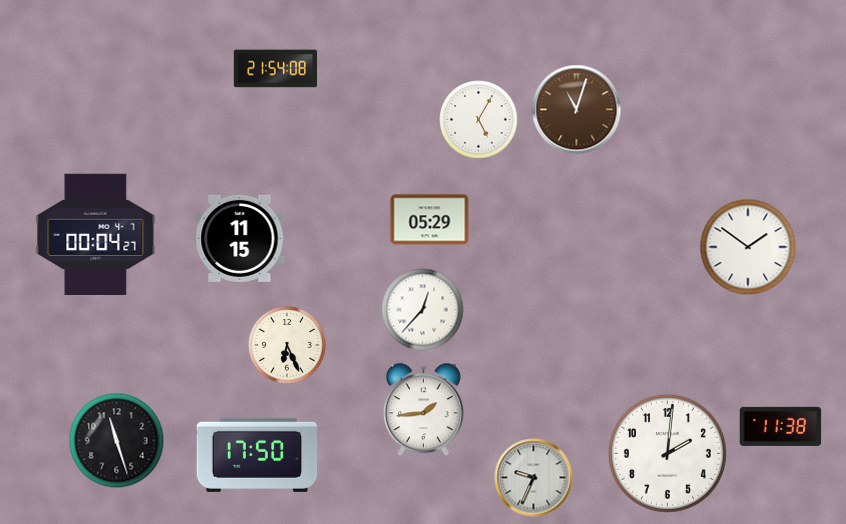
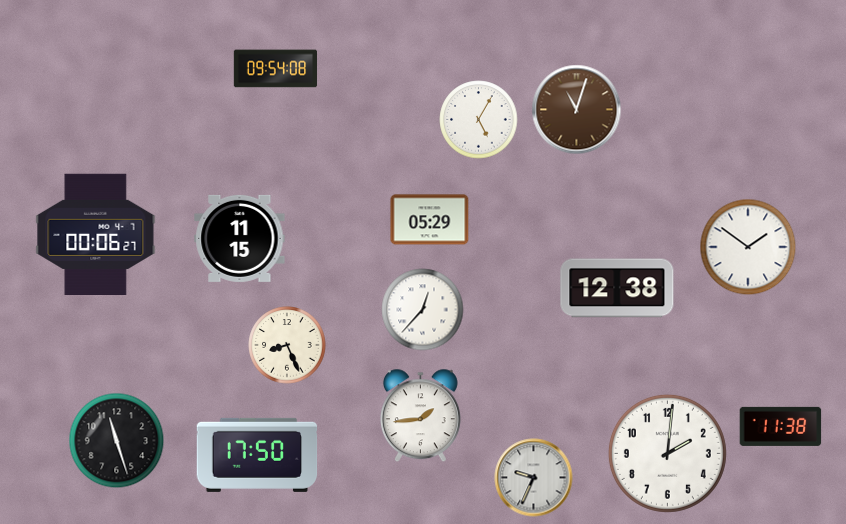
clock at (276, 69): 21:54 -> 09:54
clock at (96, 234): 00:04 -> 00:06
clock at (617, 288): none -> 12:38
clock at (287, 345): 6:26 -> 8:26
clock at (423, 410) position: (423, 410) -> (420, 416)
